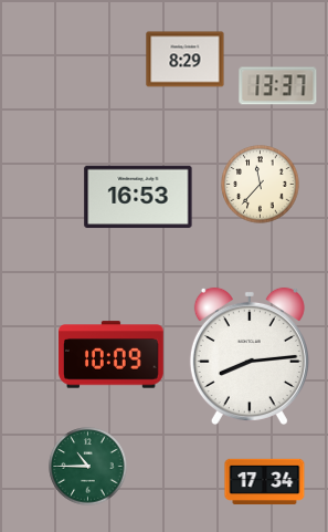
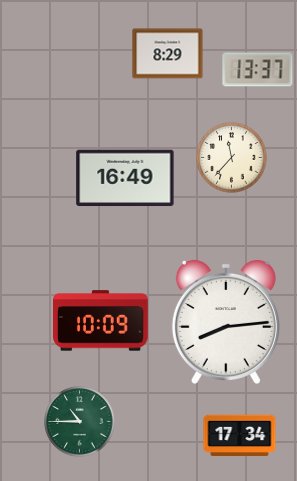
clock at (278, 86) position: (278, 86) -> (258, 70)
clock at (261, 185) position: (261, 185) -> (232, 158)
clock at (138, 197): 16:53 -> 16:49
